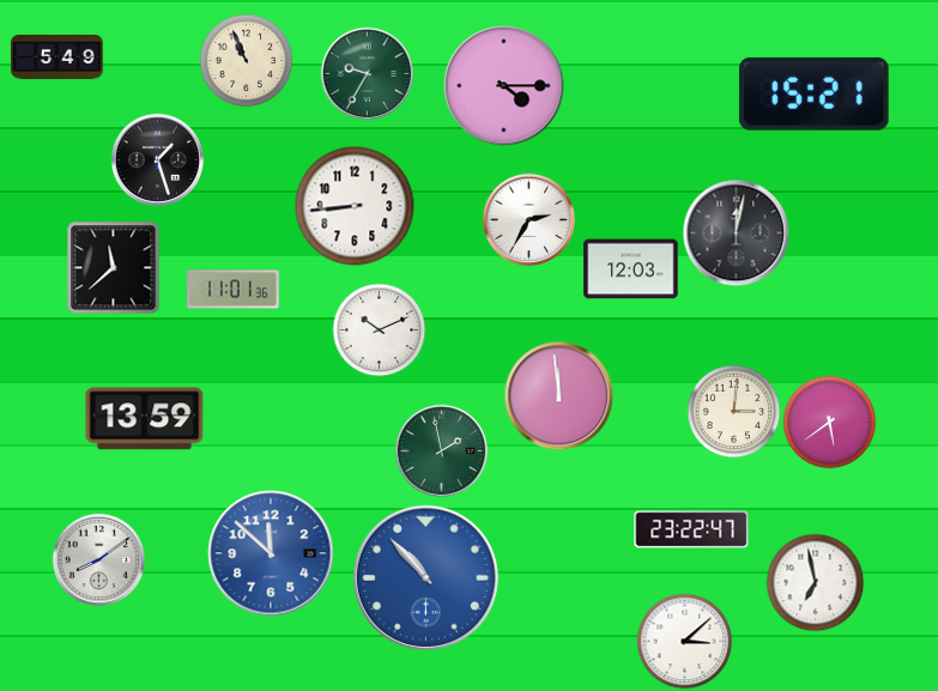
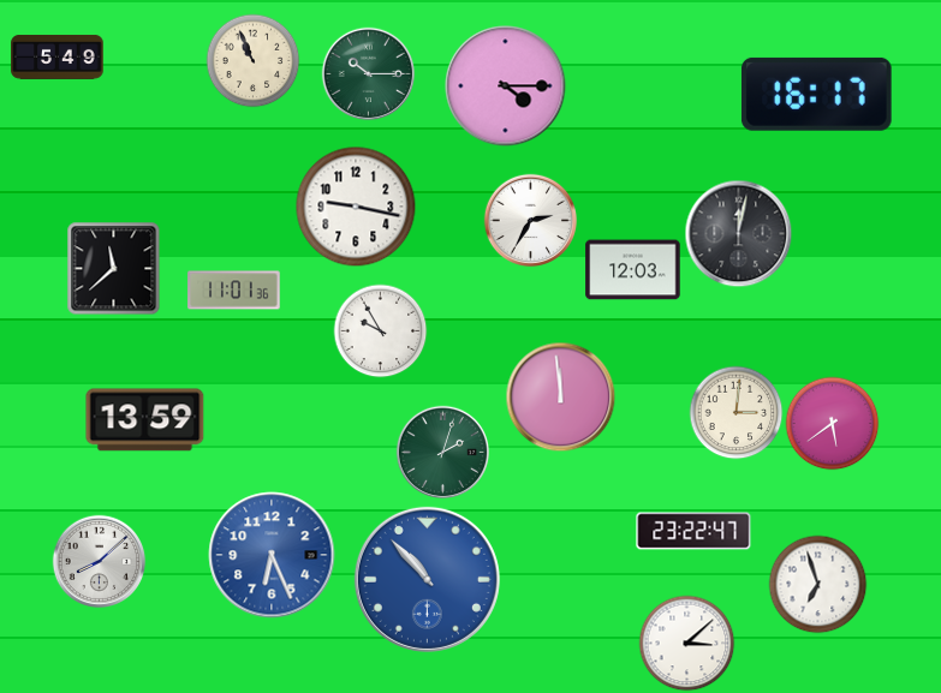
clock at (246, 60) position: (246, 60) -> (252, 60)
clock at (367, 73): 9:35 -> 10:15
clock at (813, 93): 15:21 -> 16:17
clock at (157, 159): 1:27 -> none
clock at (355, 206): 8:44 -> 9:17
clock at (379, 329): 10:11 -> 9:55
clock at (441, 450): 1:58 -> 2:03
clock at (271, 553): 11:52 -> 6:26
clock at (98, 559): 8:09 -> 8:08
clock at (815, 582): 6:58 -> 6:57
